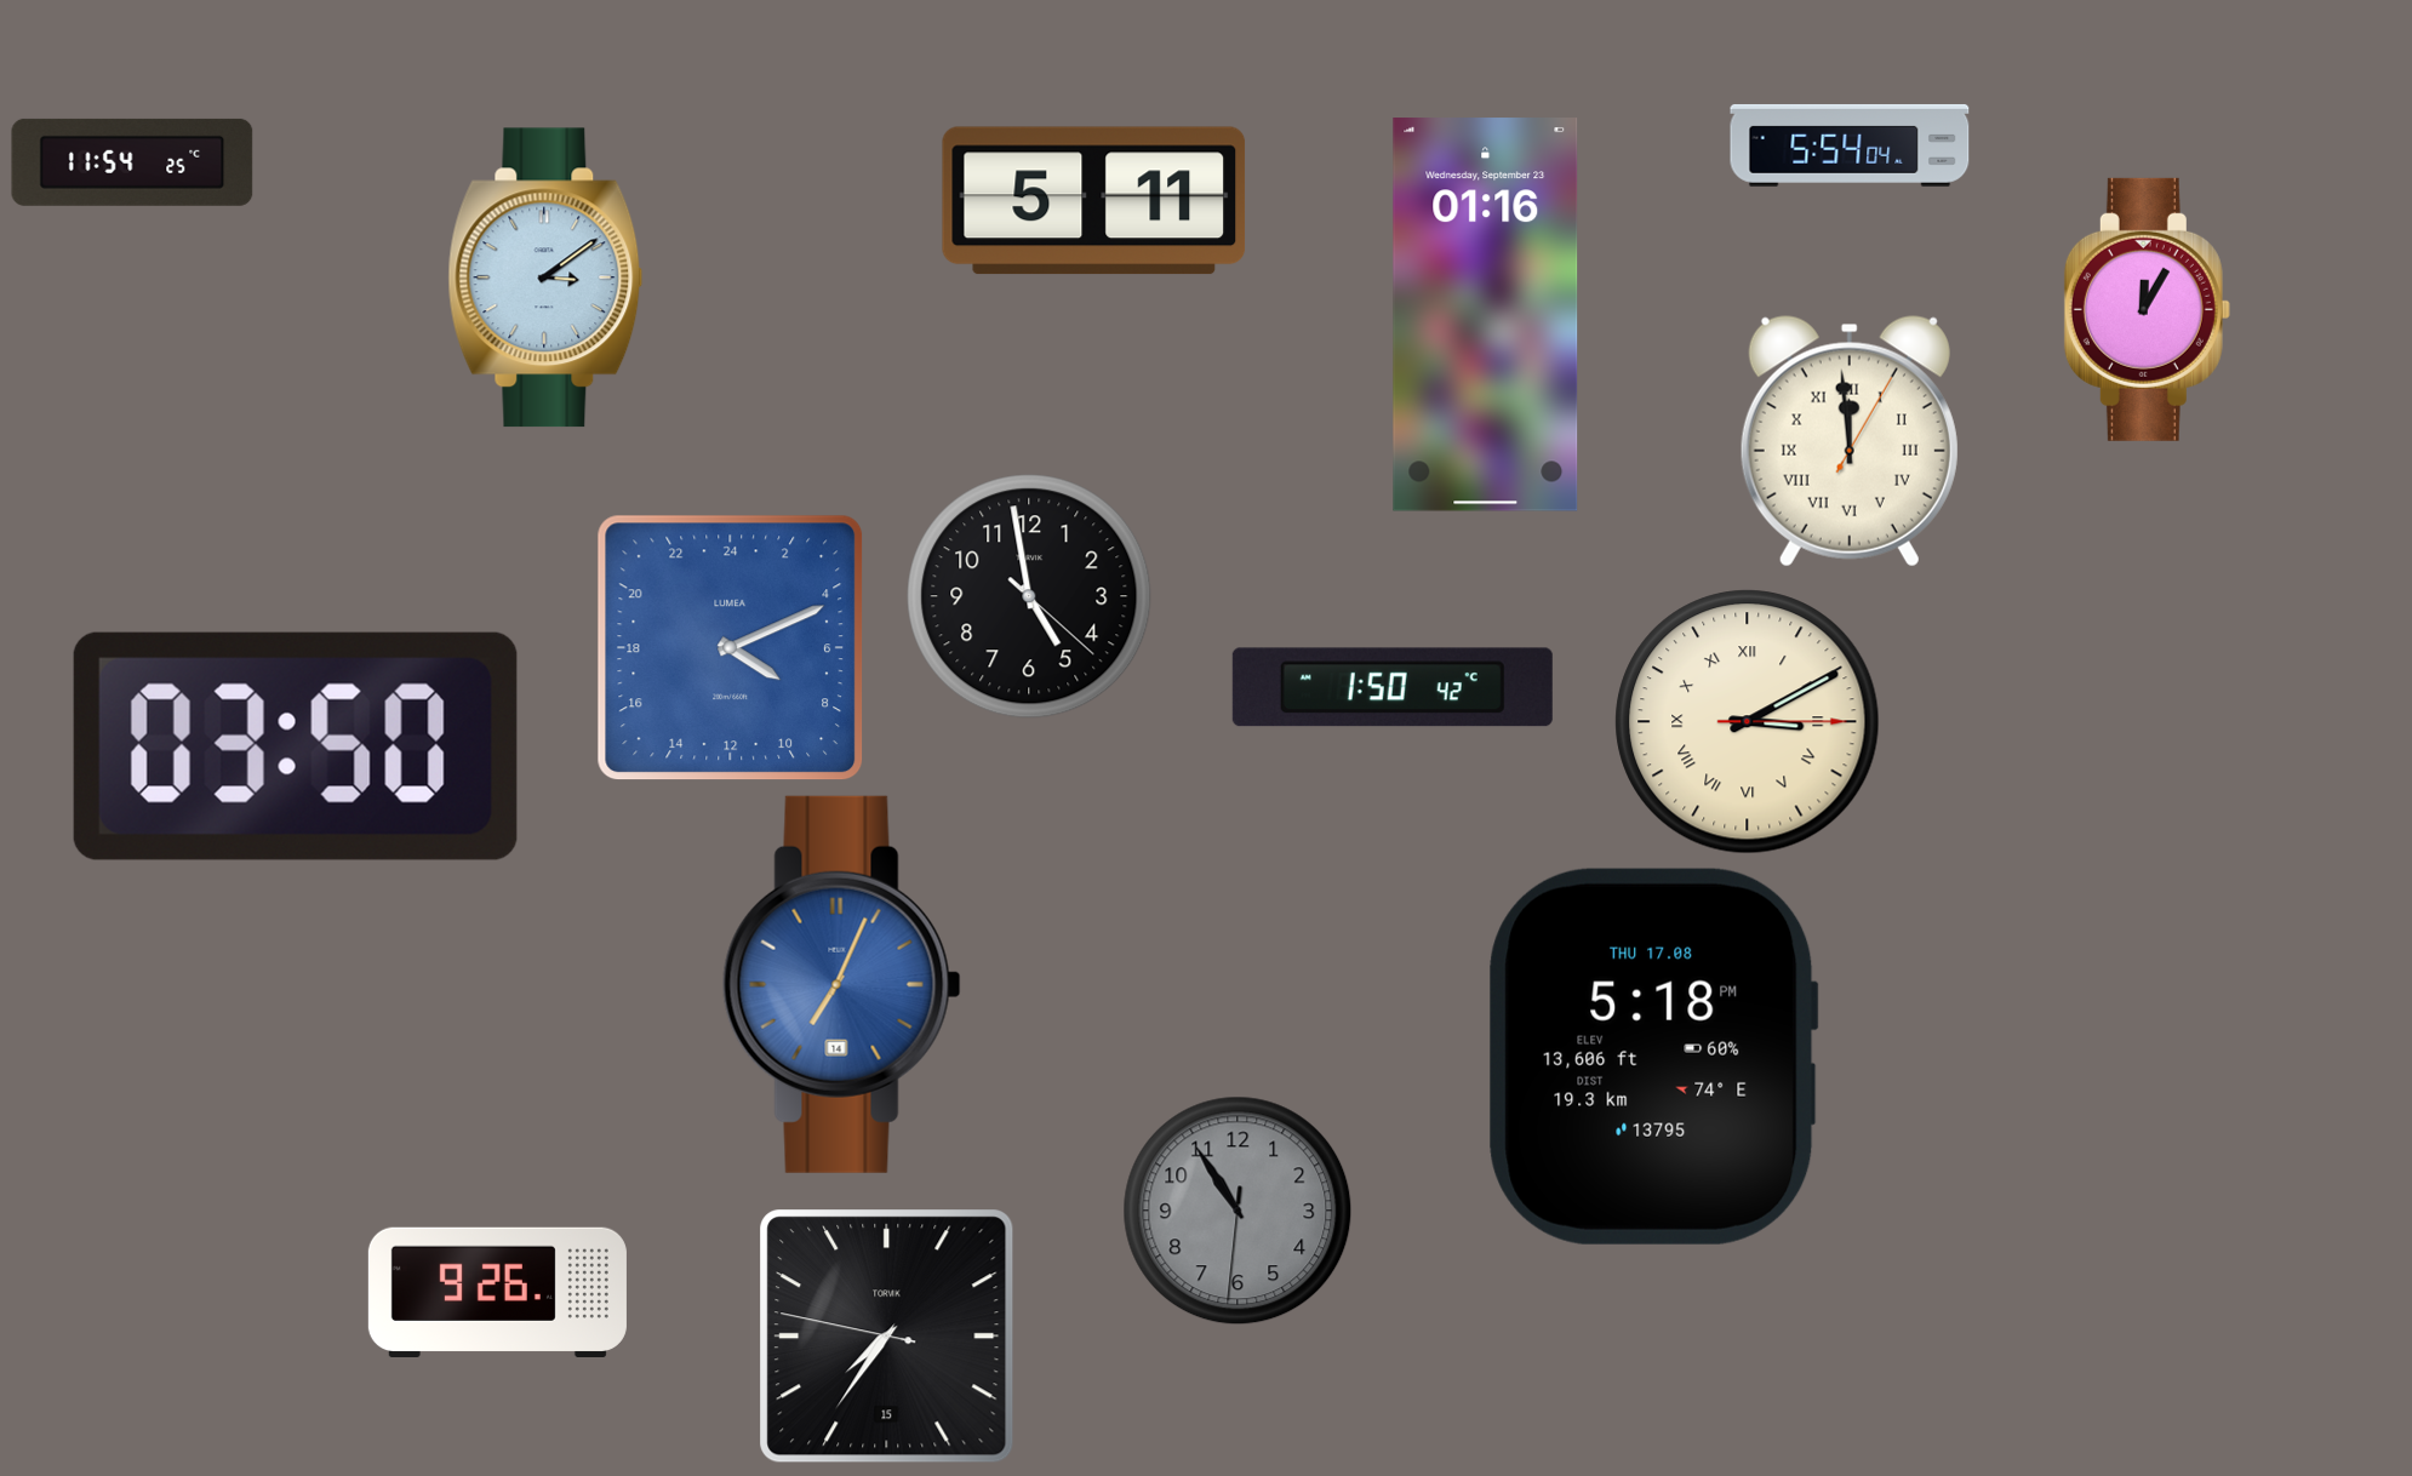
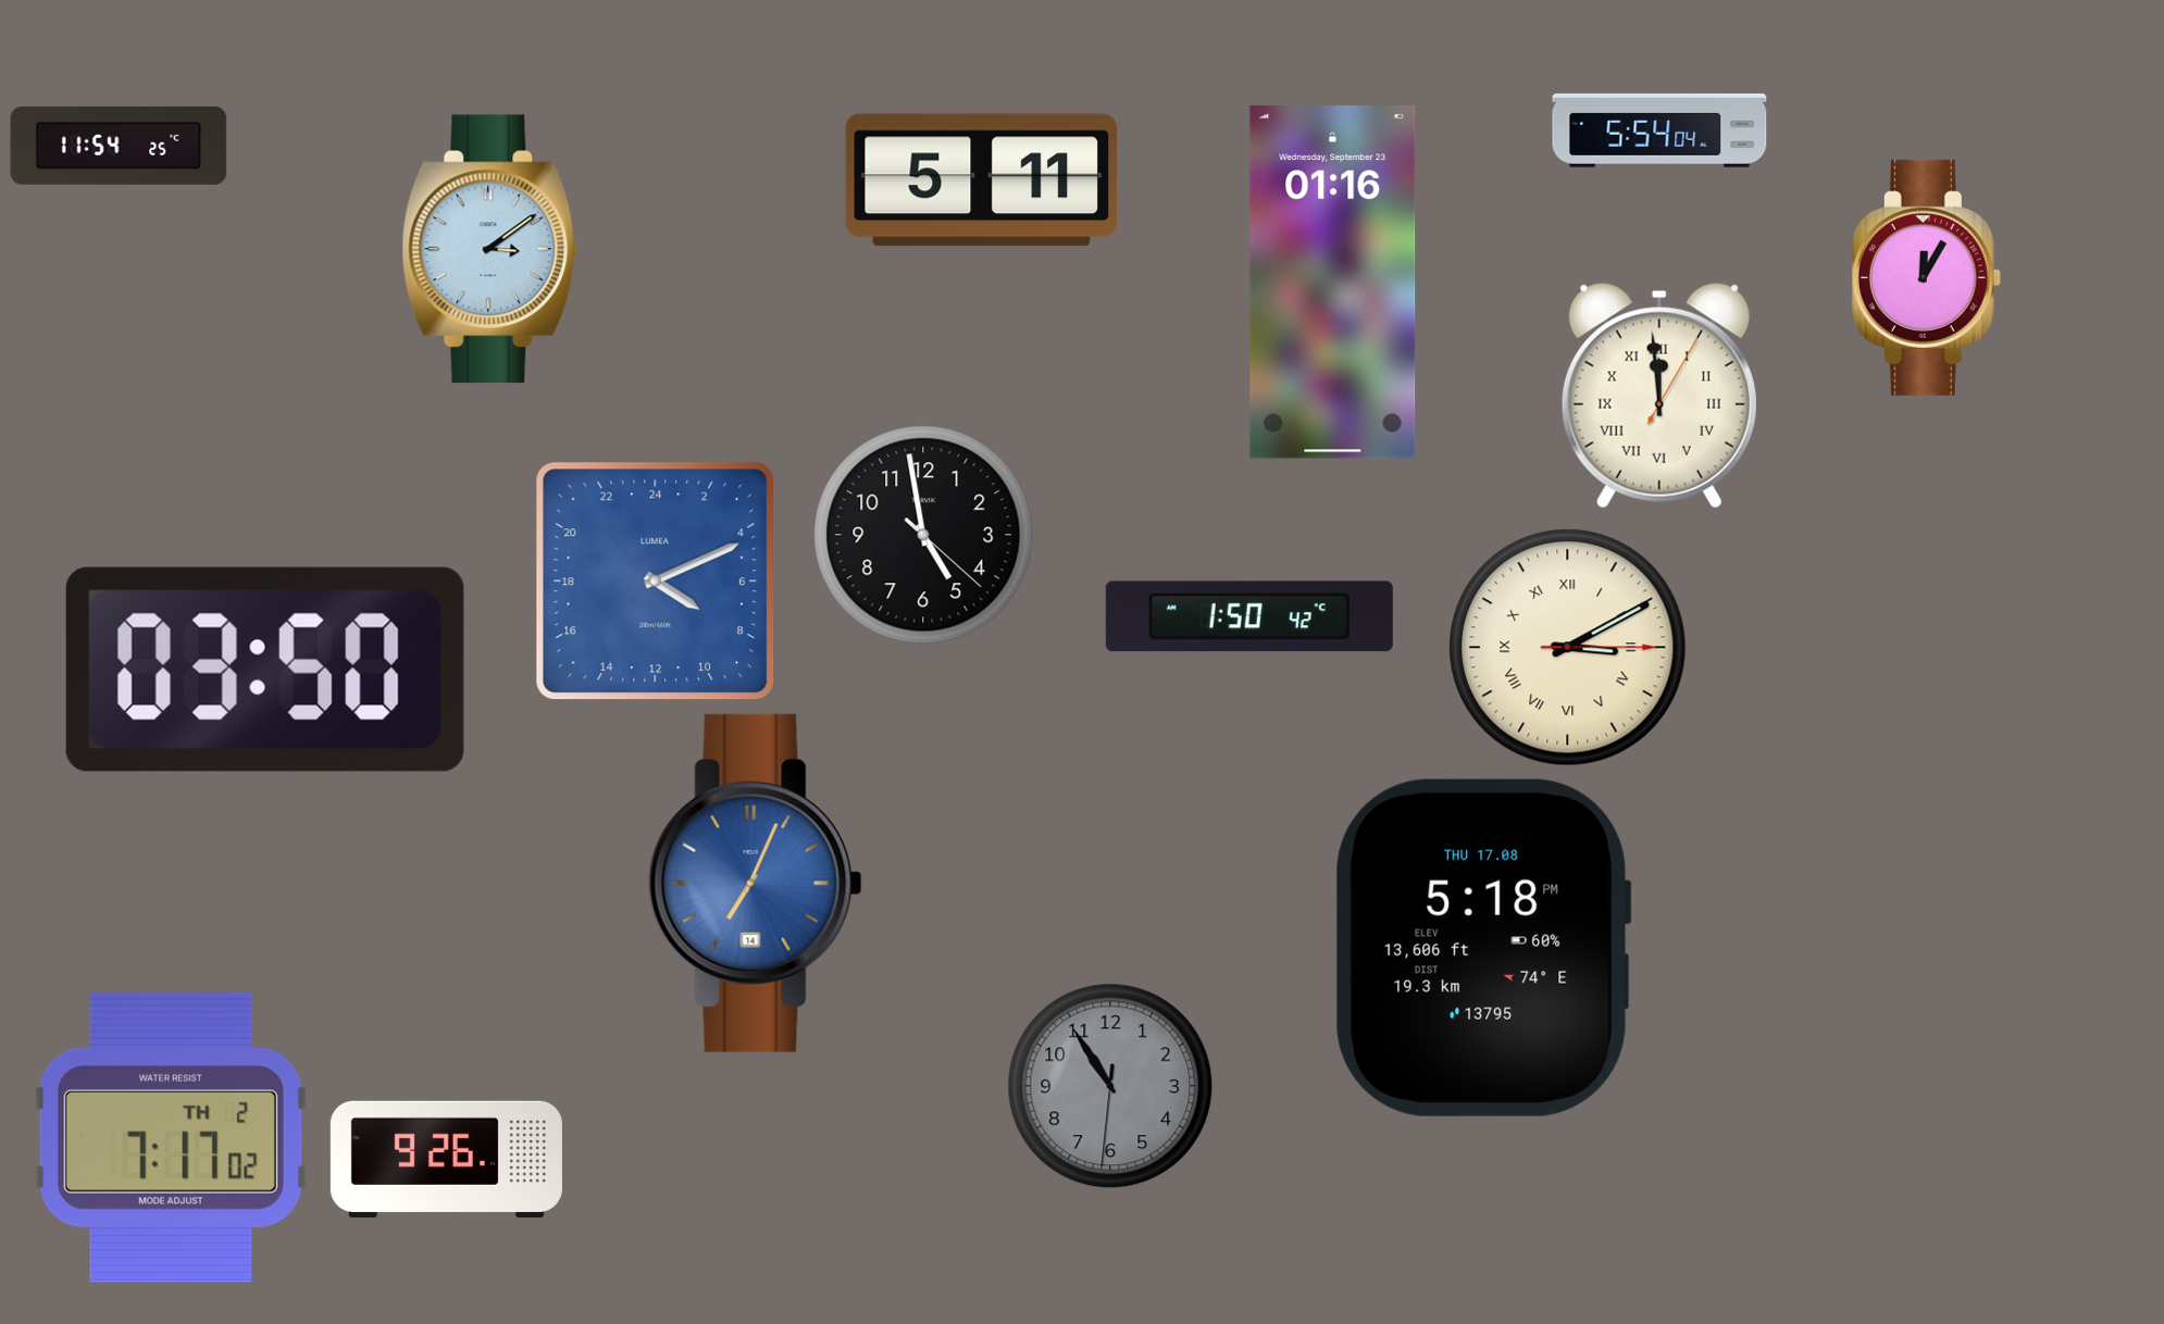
clock at (171, 1137): none -> 7:17
clock at (887, 1337): 7:35 -> none
